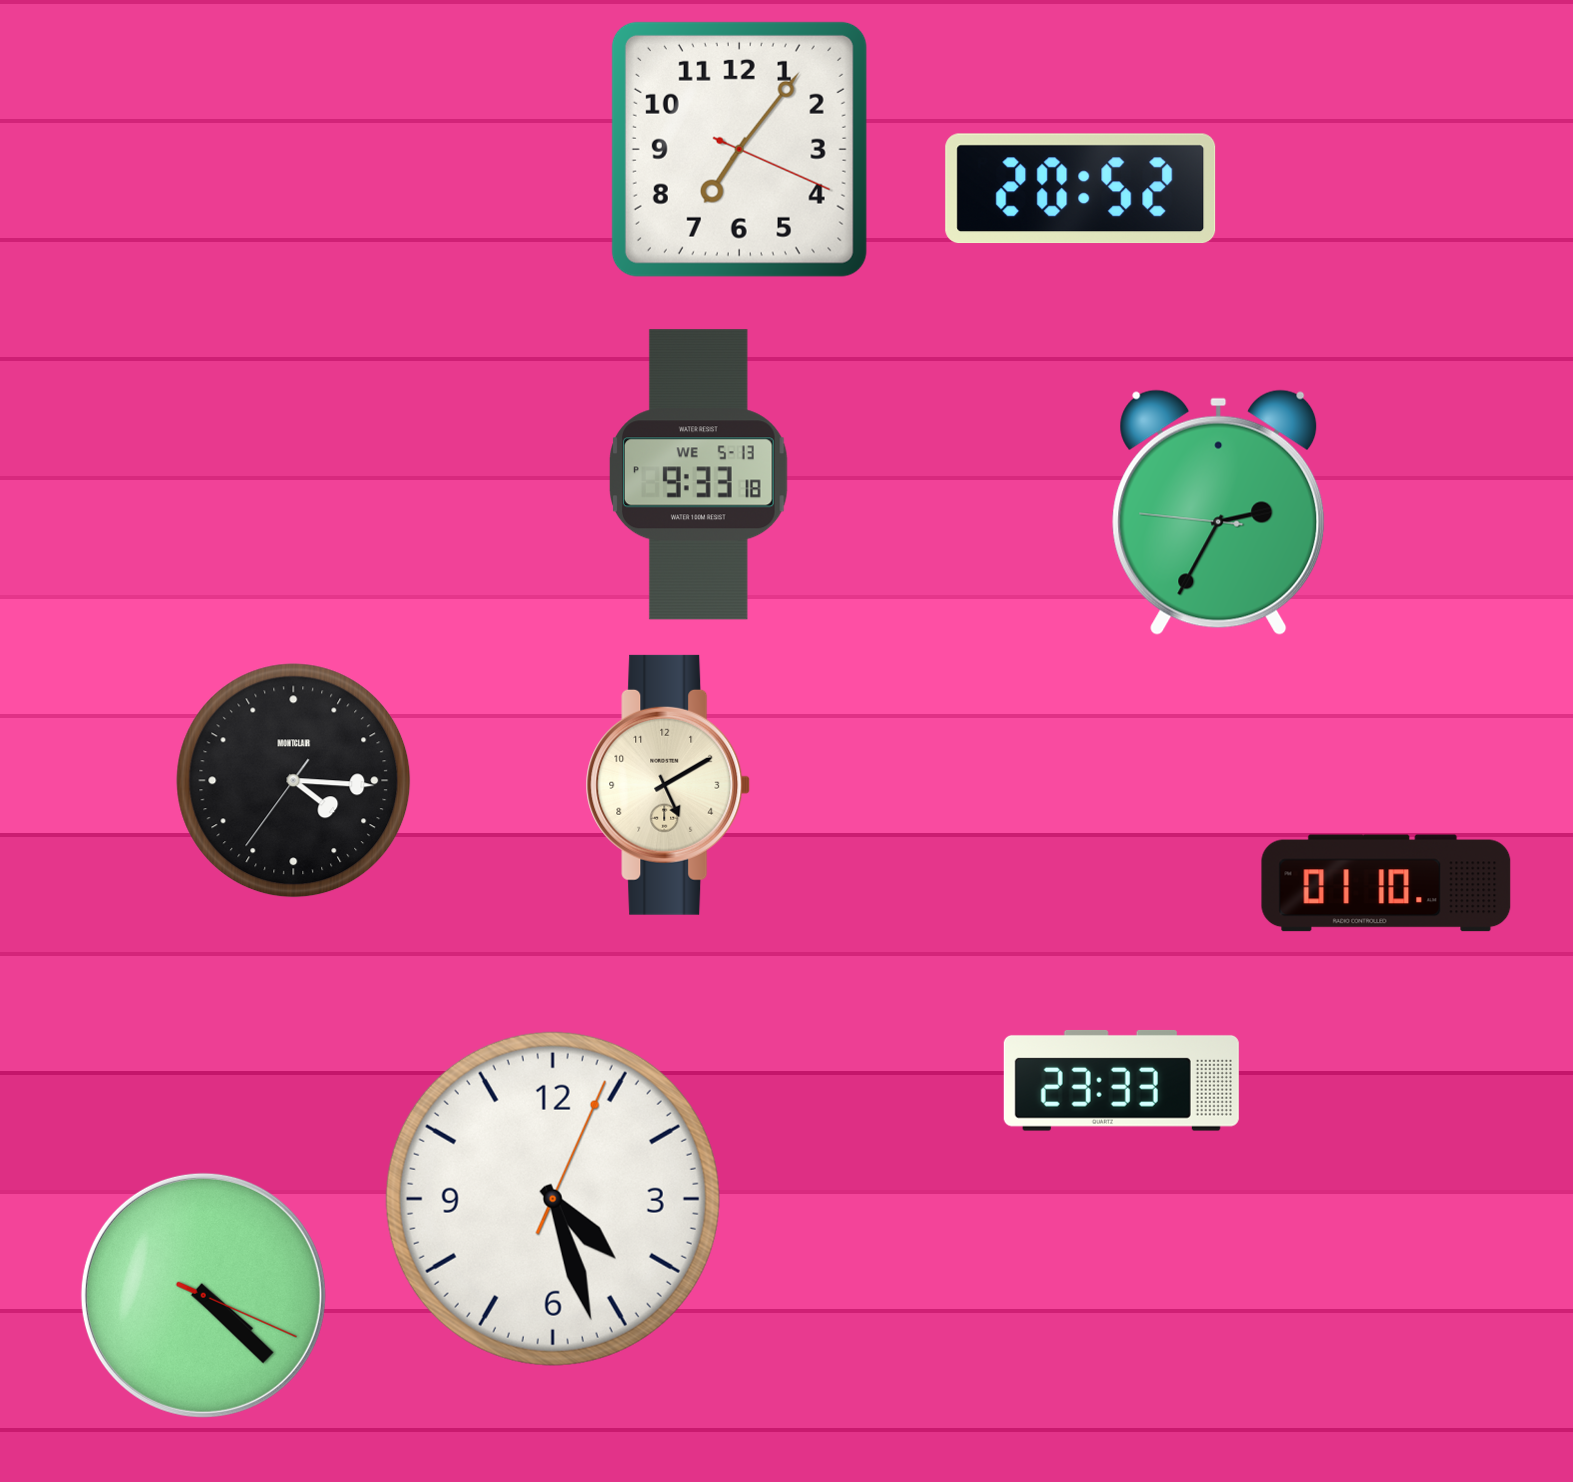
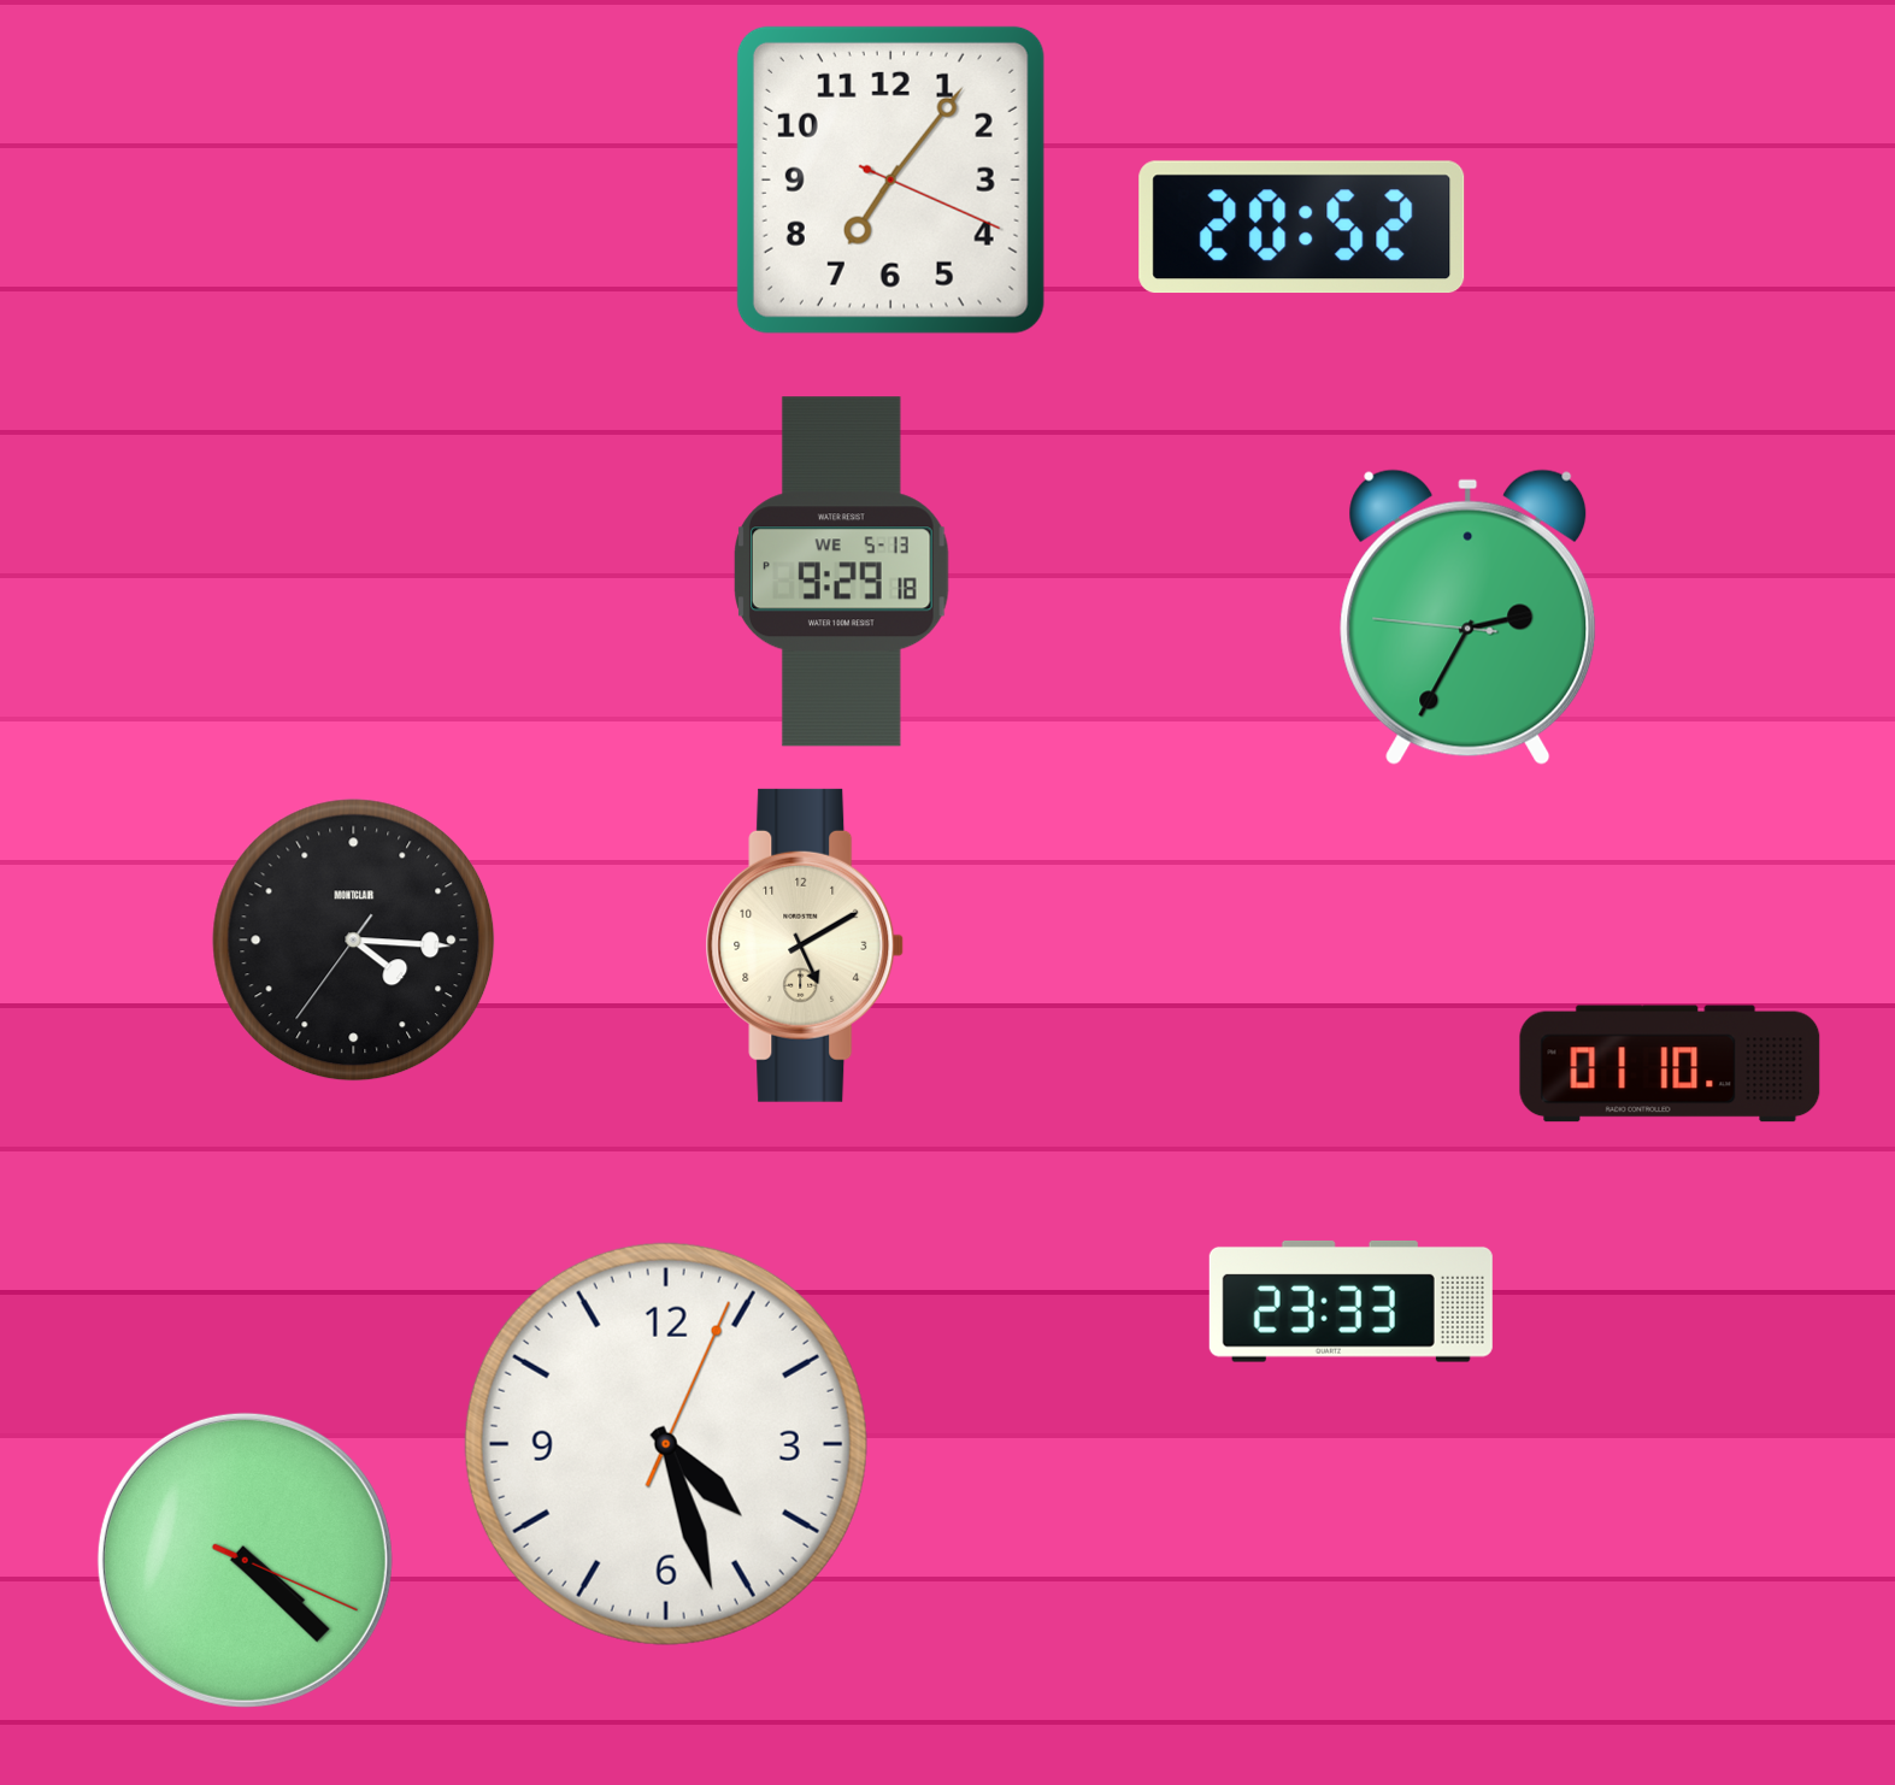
clock at (699, 475): 9:33 -> 9:29
